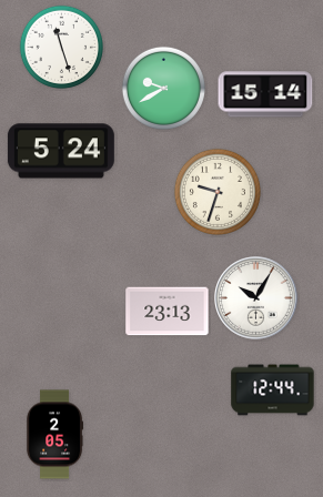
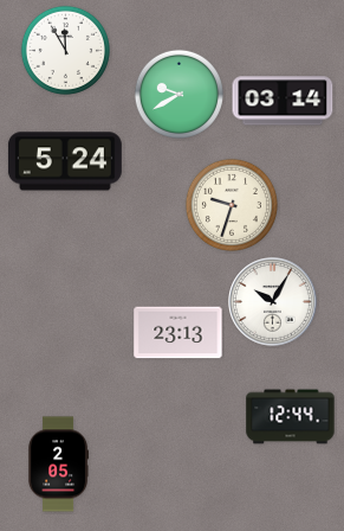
clock at (61, 47): 11:27 -> 11:55
clock at (163, 88) position: (163, 88) -> (179, 94)
clock at (265, 94): 15:14 -> 03:14
clock at (256, 298) position: (256, 298) -> (273, 302)
